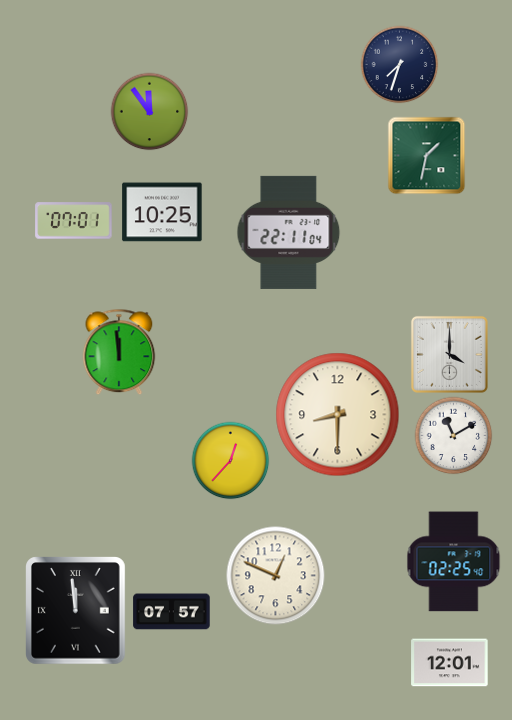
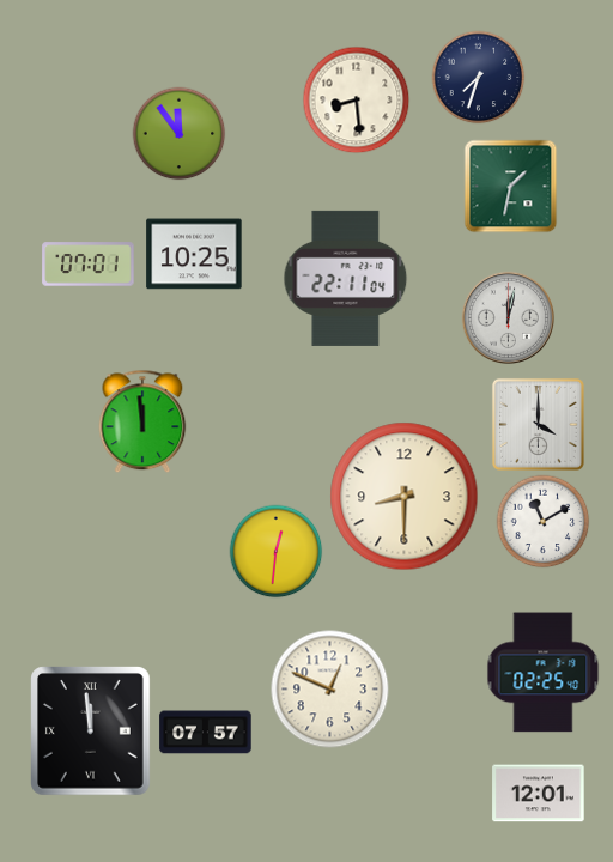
clock at (356, 99): none -> 8:29
clock at (508, 317): none -> 12:02
clock at (230, 460): 12:37 -> 12:31
